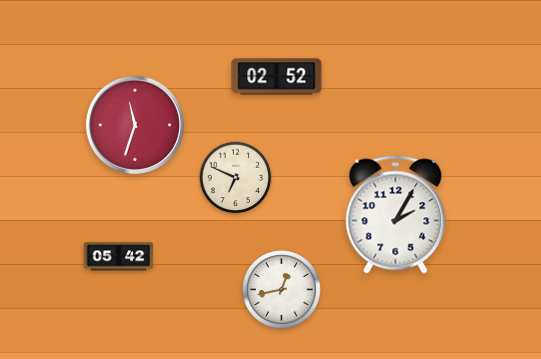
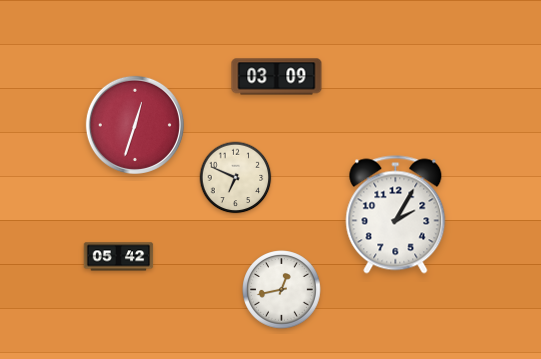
clock at (277, 77): 02:52 -> 03:09
clock at (135, 125): 11:33 -> 12:33
